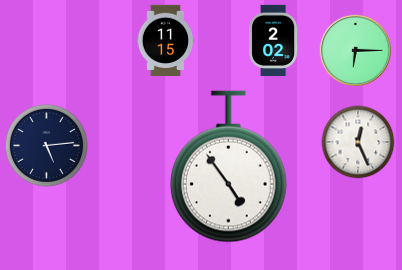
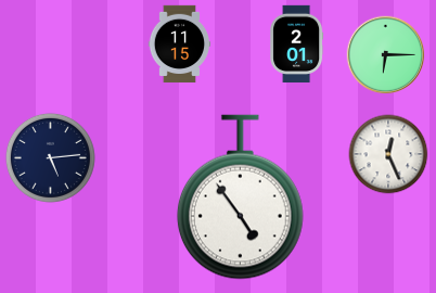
clock at (274, 41): 2:02 -> 2:01
clock at (228, 167) position: (228, 167) -> (240, 198)
